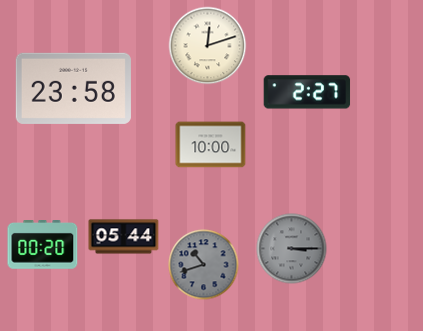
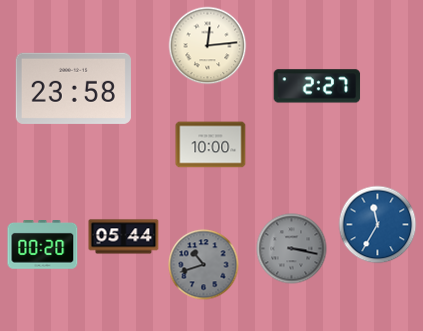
clock at (208, 46): 12:12 -> 12:14
clock at (307, 92) position: (307, 92) -> (317, 86)
clock at (378, 225): none -> 11:35
clock at (292, 249): 3:15 -> 3:17
